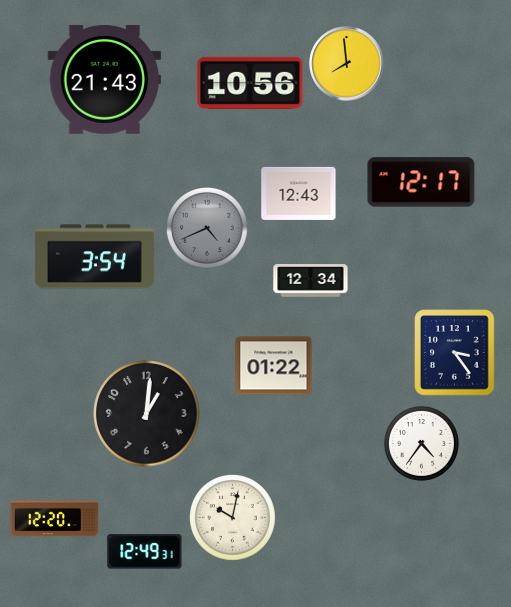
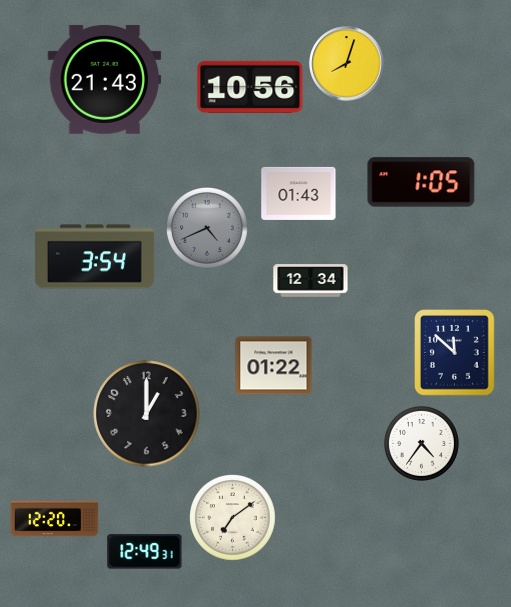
clock at (347, 64): 7:59 -> 8:03
clock at (250, 83) position: (250, 83) -> (250, 87)
clock at (421, 182): 12:17 -> 1:05
clock at (299, 193): 12:43 -> 01:43
clock at (455, 353): 3:24 -> 11:52
clock at (147, 414): 1:01 -> 1:00
clock at (233, 518): 10:02 -> 7:09
